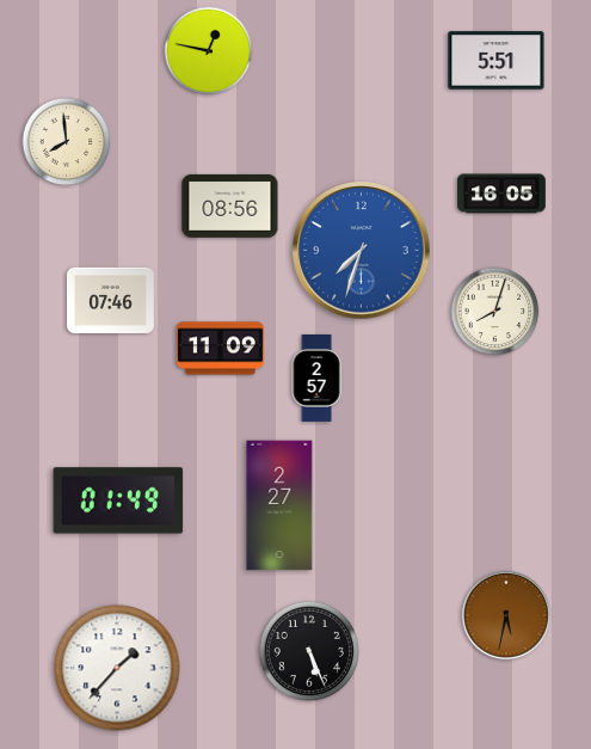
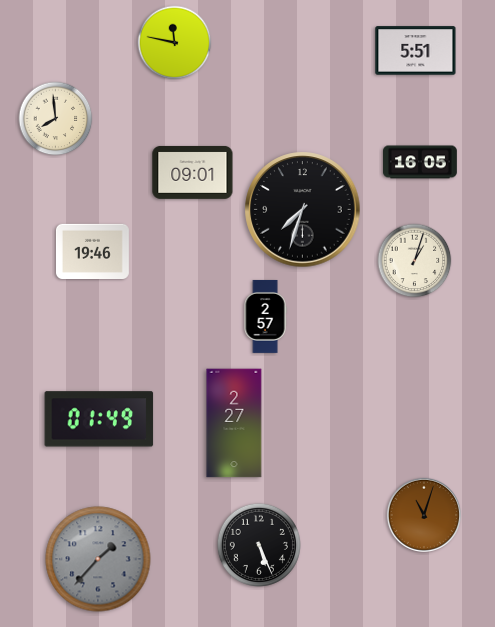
clock at (209, 51): 12:47 -> 11:47
clock at (230, 205): 08:56 -> 09:01
clock at (362, 251) dial: blue -> black
clock at (110, 300): 07:46 -> 19:46
clock at (495, 312): 8:03 -> 1:03
clock at (220, 349): 11:09 -> none
clock at (506, 615): 5:32 -> 11:03
clock at (117, 668) dial: white -> grey
